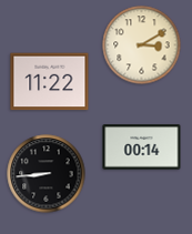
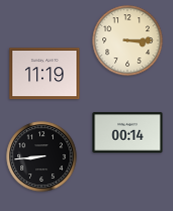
clock at (142, 45): 3:10 -> 3:15
clock at (50, 82): 11:22 -> 11:19
